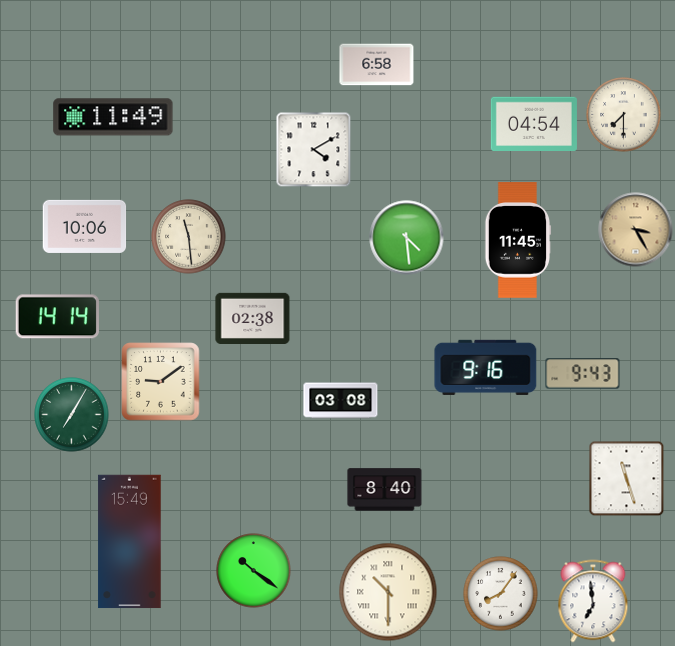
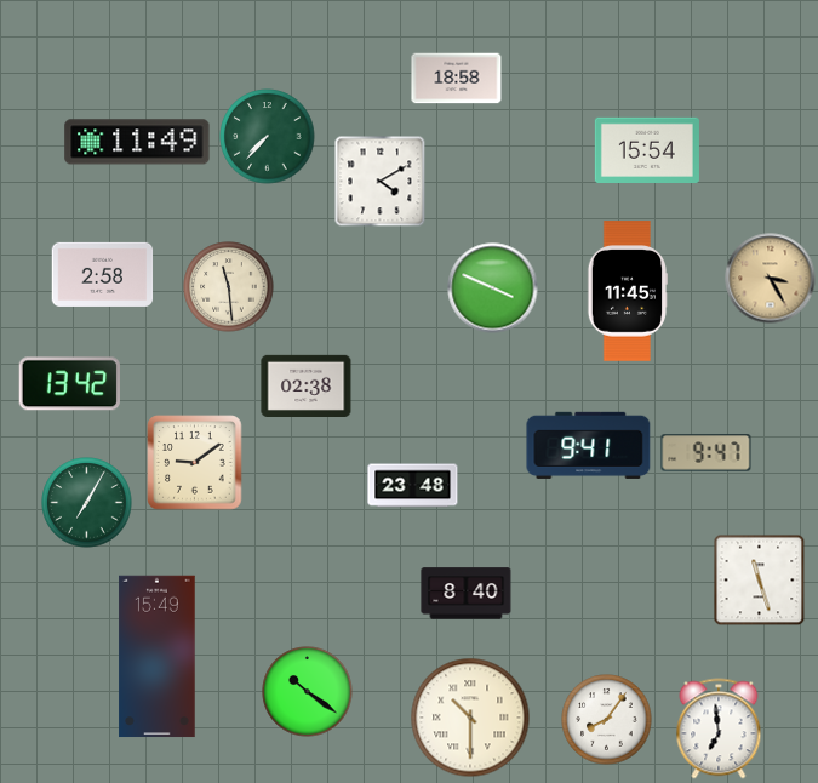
clock at (377, 65): 6:58 -> 18:58
clock at (268, 137): none -> 7:37
clock at (624, 115): 7:30 -> none
clock at (534, 123): 04:54 -> 15:54
clock at (85, 226): 10:06 -> 2:58
clock at (407, 238): 4:29 -> 3:49
clock at (57, 317): 14:14 -> 13:42
clock at (486, 367): 9:16 -> 9:41
clock at (583, 374): 9:43 -> 9:47
clock at (341, 401): 03:08 -> 23:48
